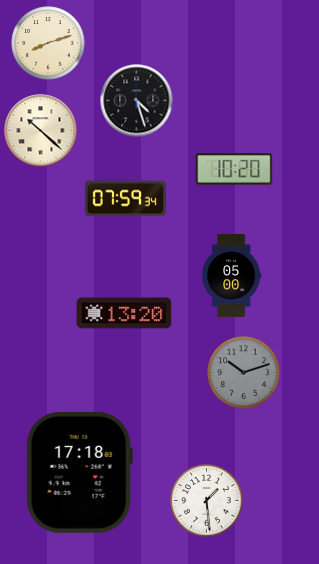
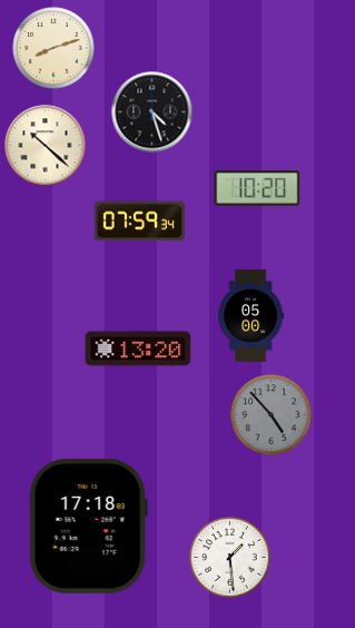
clock at (234, 169) position: (234, 169) -> (257, 188)
clock at (232, 275) position: (232, 275) -> (252, 315)
clock at (244, 373): 10:12 -> 4:53
